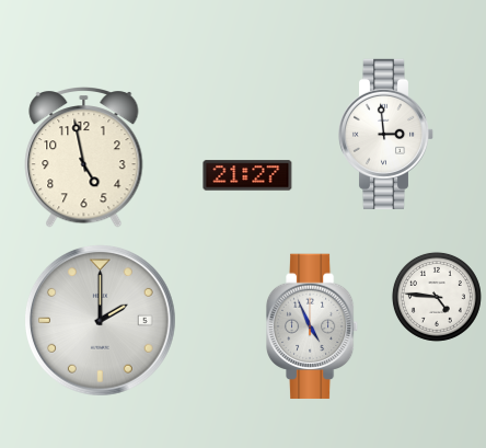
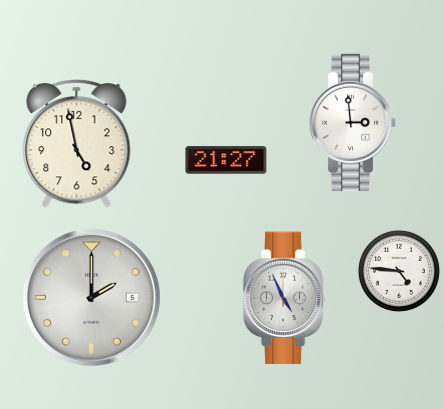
clock at (101, 321) position: (101, 321) -> (92, 298)
